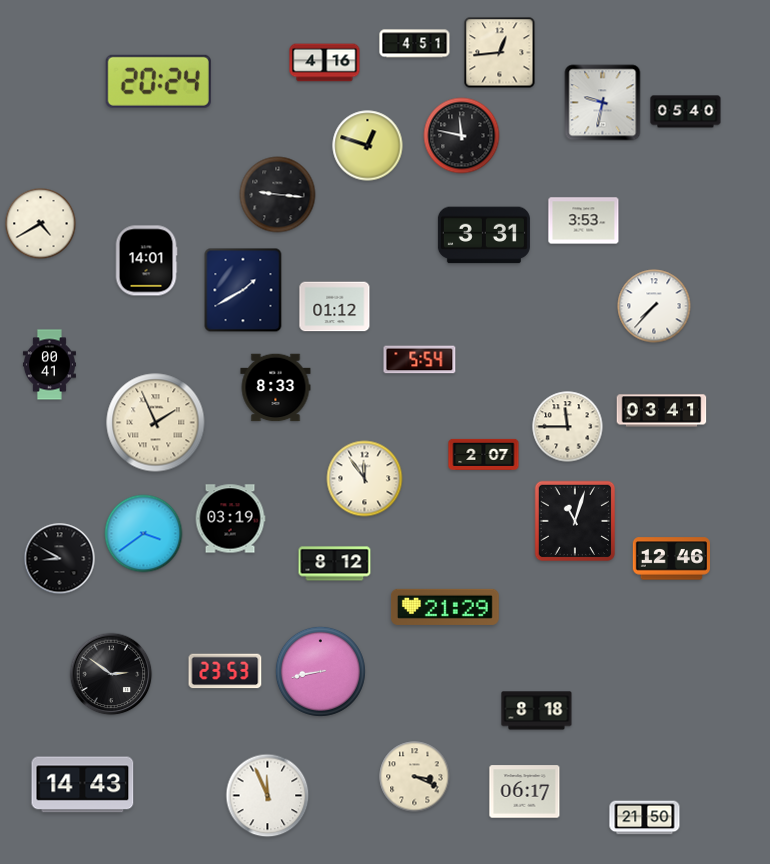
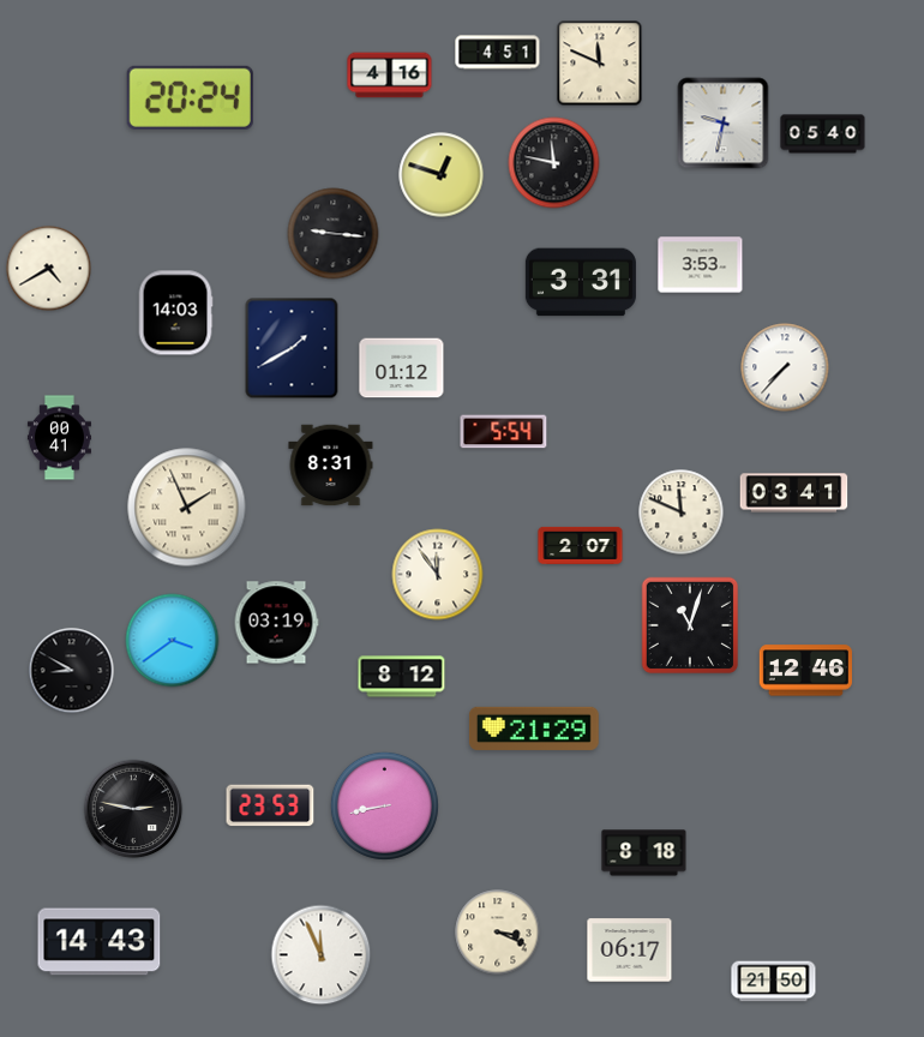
clock at (500, 53): 12:44 -> 11:49
clock at (146, 261): 14:01 -> 14:03
clock at (276, 388): 8:33 -> 8:31
clock at (568, 427): 11:45 -> 11:49
clock at (111, 674): 2:51 -> 2:47
